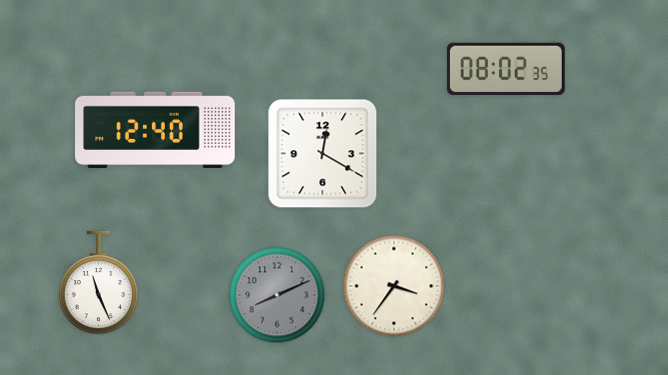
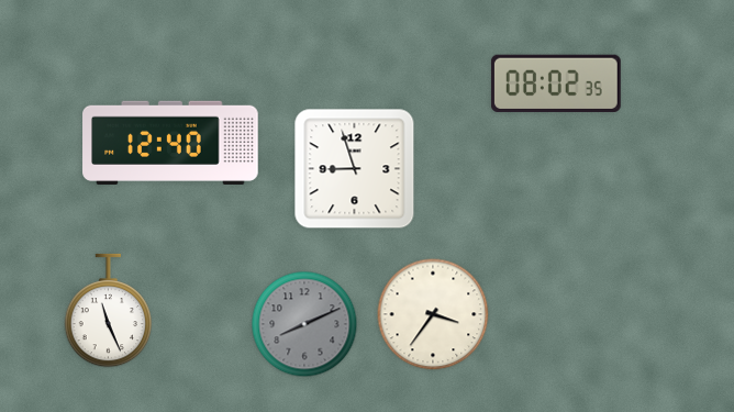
clock at (506, 69) position: (506, 69) -> (556, 83)
clock at (323, 154): 12:20 -> 8:57
